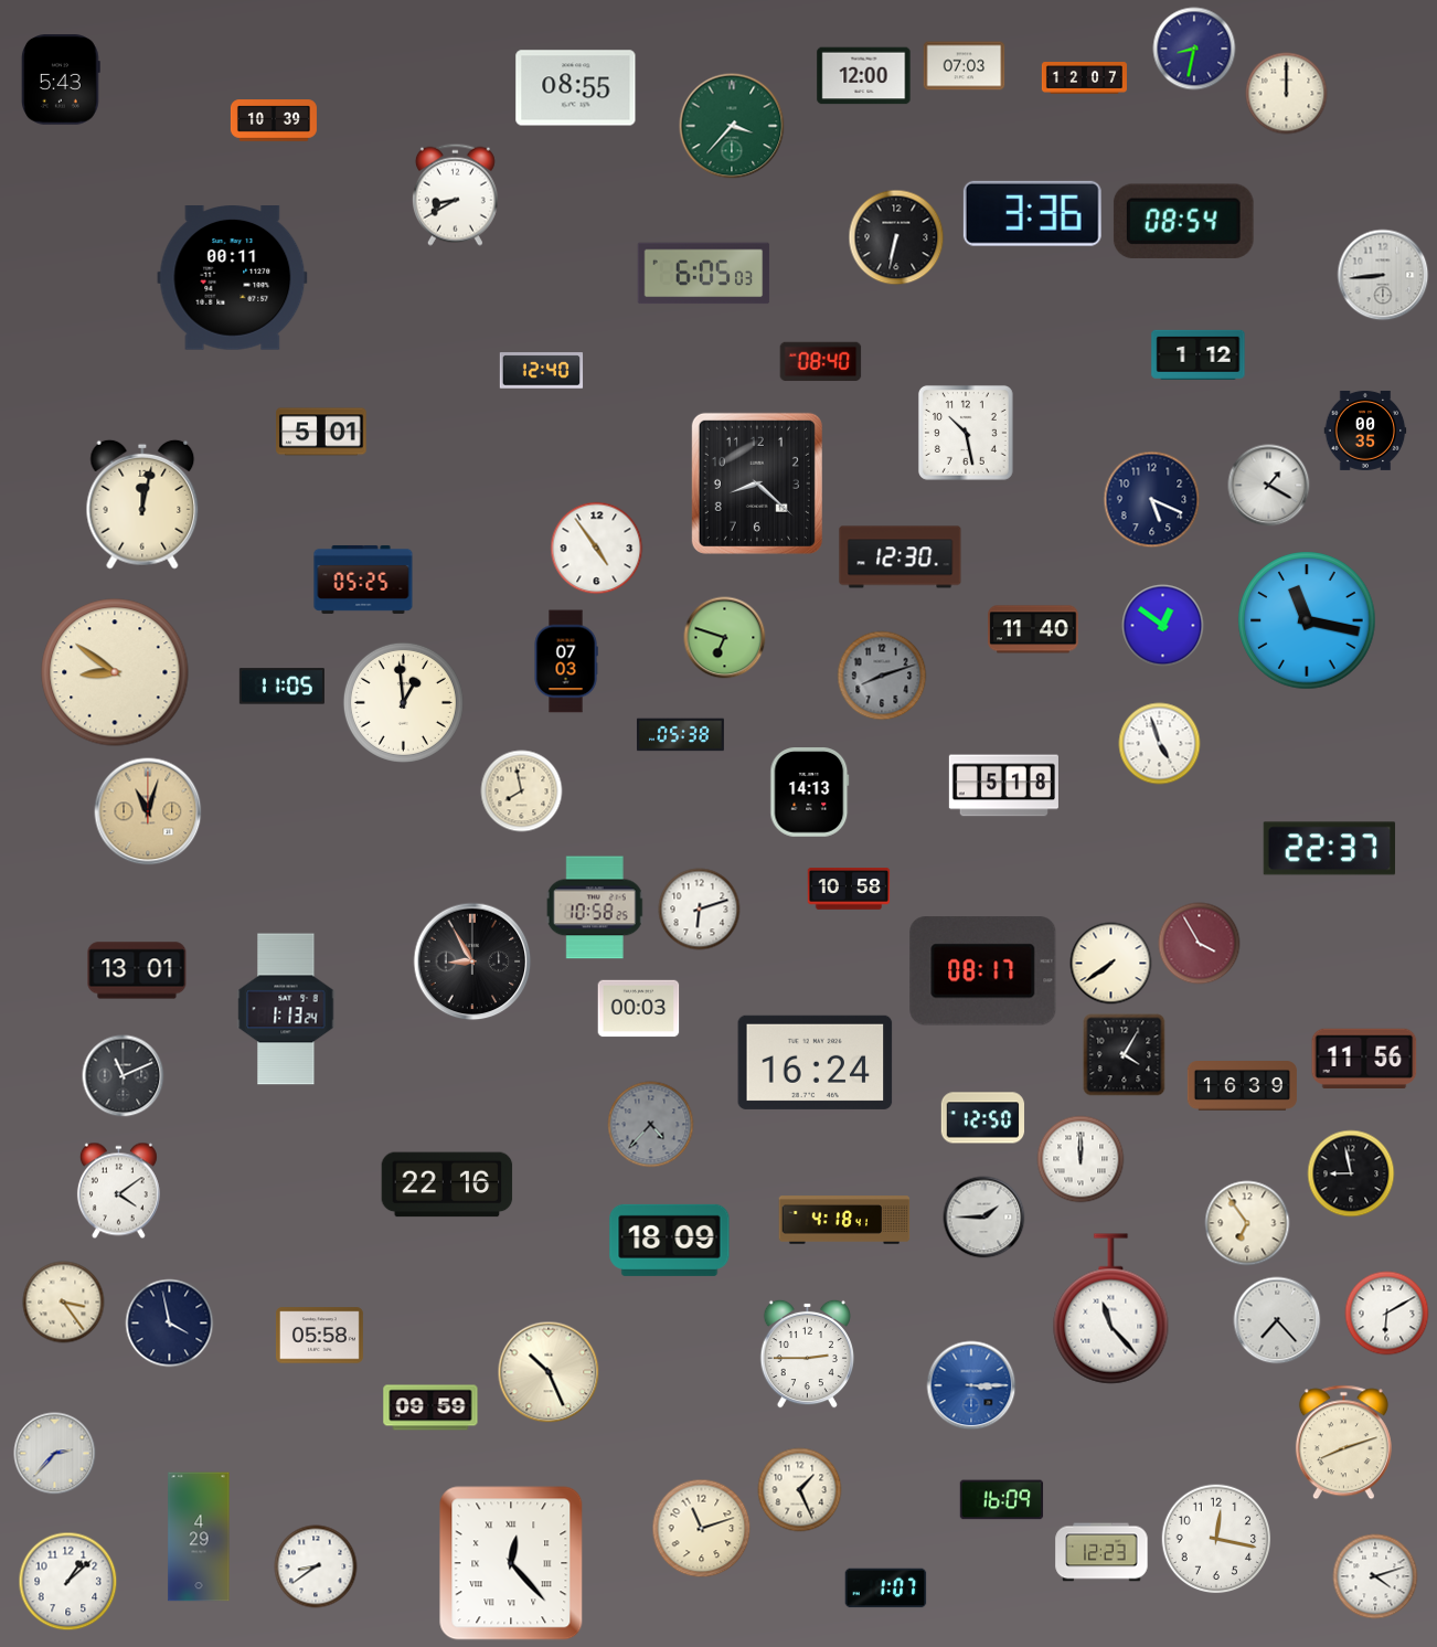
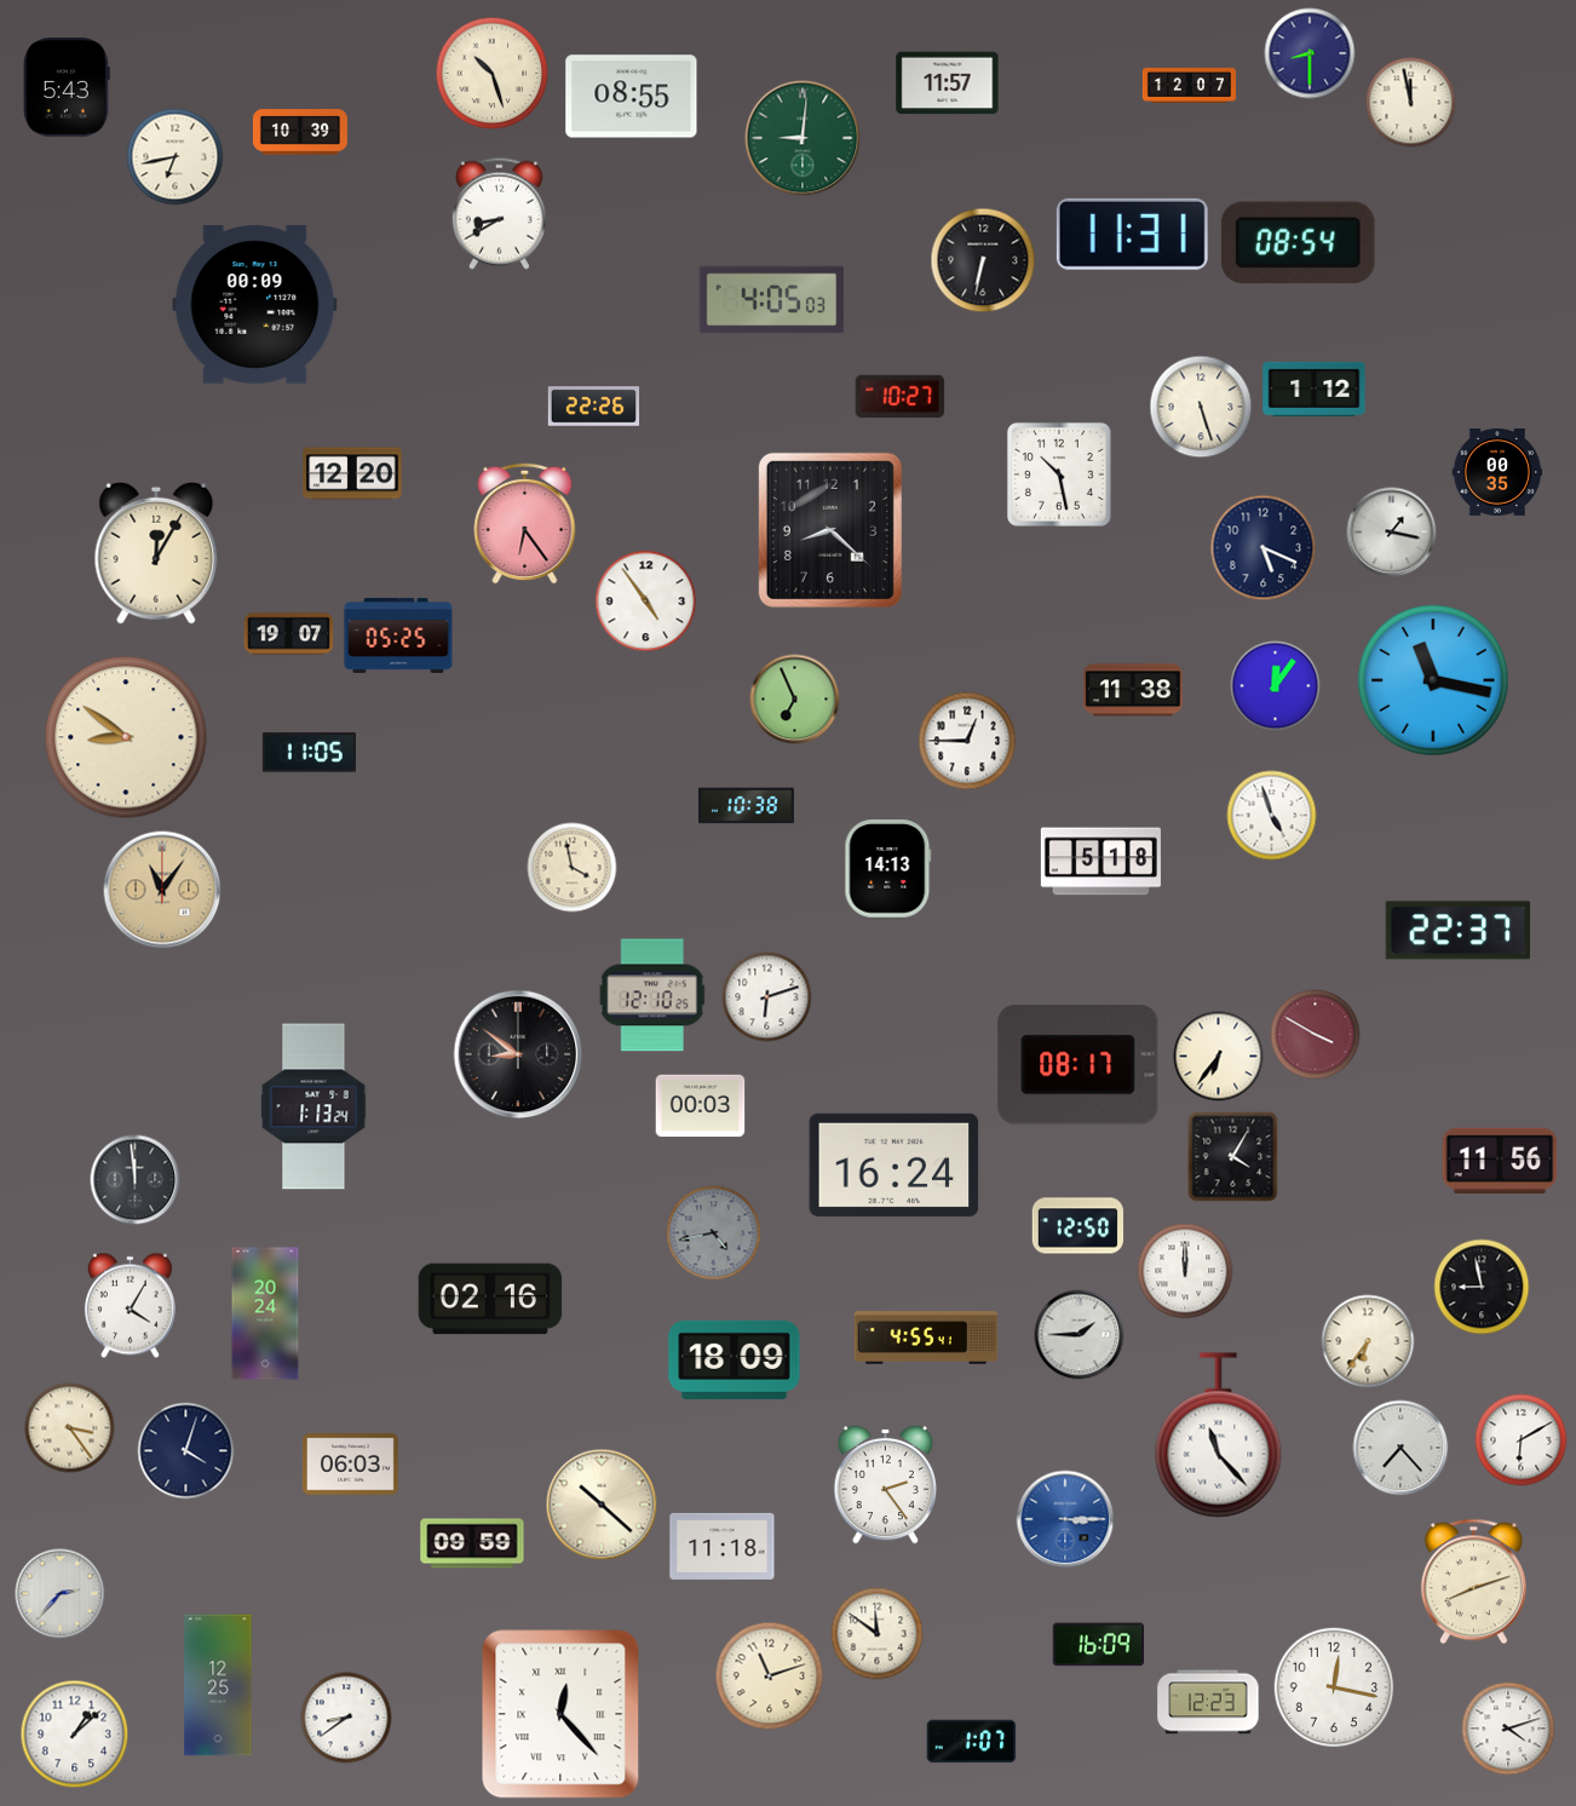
clock at (1194, 49): 8:32 -> 8:30
clock at (965, 66): 07:03 -> none
clock at (493, 74): none -> 10:27
clock at (864, 76): 12:00 -> 11:57
clock at (1287, 94): 12:00 -> 11:58
clock at (732, 126): 3:37 -> 9:01
clock at (176, 157): none -> 6:43
clock at (1032, 213): 3:36 -> 11:31
clock at (704, 274): 6:05 -> 4:05
clock at (1383, 275): 8:44 -> none
clock at (233, 278): 00:11 -> 00:09
clock at (821, 362): 08:40 -> 10:27
clock at (542, 371): 12:40 -> 22:26
clock at (1201, 407): none -> 5:27
clock at (321, 432): 5:01 -> 12:20
clock at (525, 522): none -> 6:24
clock at (1269, 486): 1:20 -> 1:17
clock at (142, 504): 12:02 -> 12:05
clock at (597, 549) position: (597, 549) -> (646, 602)
clock at (901, 557): 12:30 -> none
clock at (289, 634): none -> 19:07
clock at (1163, 626): 12:51 -> 12:06
clock at (1033, 629): 11:40 -> 11:38
clock at (725, 638): 6:48 -> 6:56
clock at (566, 661): 07:03 -> none
clock at (882, 676): 8:12 -> 12:45
clock at (882, 676) dial: grey -> white
clock at (403, 702): 12:59 -> none
clock at (680, 735): 05:38 -> 10:38
clock at (522, 791): 7:58 -> 3:58
clock at (148, 811): 11:03 -> 11:06
clock at (849, 890): 10:58 -> none
clock at (595, 907): 10:58 -> 12:10
clock at (1200, 944): 3:55 -> 3:50
clock at (472, 961): 8:55 -> 8:51
clock at (1111, 964): 7:39 -> 6:36
clock at (137, 970): 13:01 -> none
clock at (1364, 1058) position: (1364, 1058) -> (1500, 1160)
clock at (124, 1076): 11:11 -> 11:59
clock at (1242, 1086): 16:39 -> none
clock at (651, 1125): 4:37 -> 4:43
clock at (447, 1184): 22:16 -> 02:16
clock at (118, 1191): 4:09 -> 4:05
clock at (265, 1313): none -> 20:24
clock at (844, 1220): 4:18 -> 4:55
clock at (1247, 1223): 6:54 -> 6:36
clock at (170, 1324): 3:58 -> 4:03
clock at (319, 1336): 05:58 -> 06:03
clock at (807, 1353): 2:45 -> 2:24
clock at (549, 1372): 10:26 -> 10:22
clock at (723, 1546): none -> 11:18
clock at (800, 1490): 1:26 -> 11:51
clock at (199, 1537): 4:29 -> 12:25
